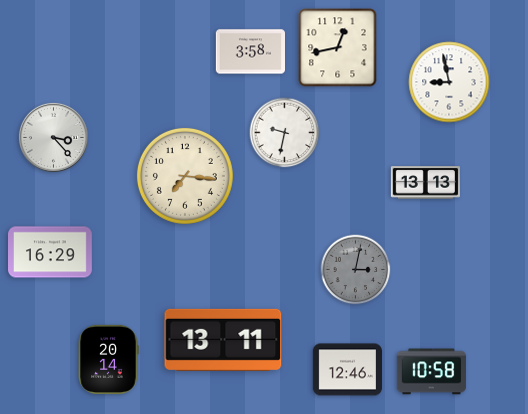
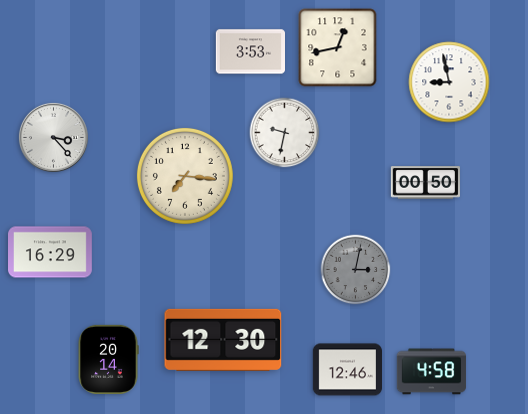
clock at (250, 52): 3:58 -> 3:53
clock at (425, 183): 13:13 -> 00:50
clock at (223, 340): 13:11 -> 12:30
clock at (431, 372): 10:58 -> 4:58
